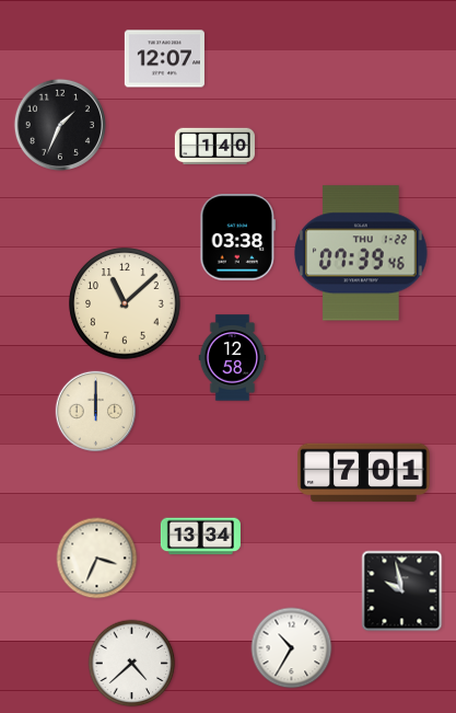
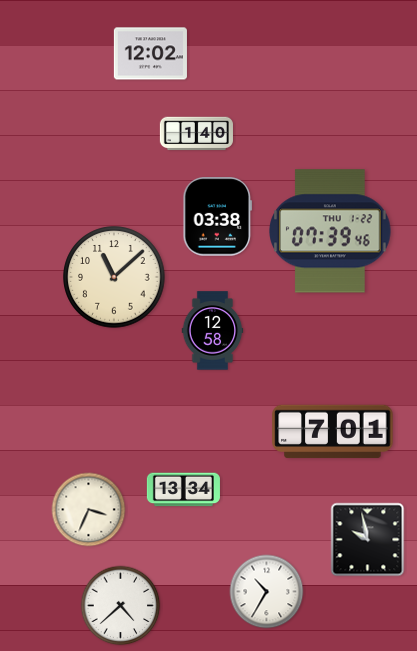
clock at (164, 59): 12:07 -> 12:02
clock at (59, 124): 1:34 -> none
clock at (233, 358) position: (233, 358) -> (213, 331)
clock at (96, 412): 12:00 -> none
